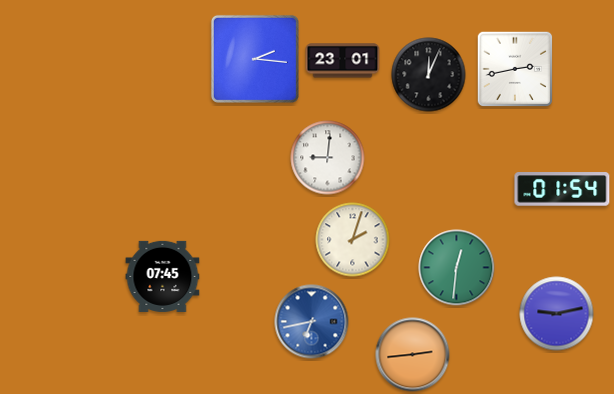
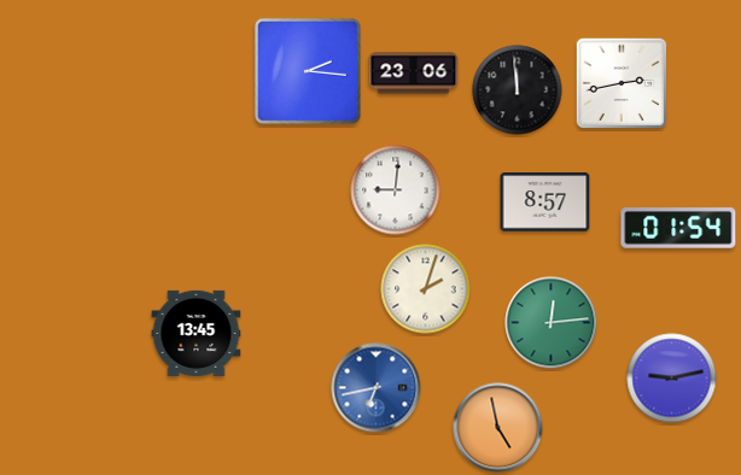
clock at (343, 61): 23:01 -> 23:06
clock at (429, 75): 12:04 -> 11:59
clock at (545, 203): none -> 8:57
clock at (457, 268): 12:31 -> 12:14
clock at (163, 276): 07:45 -> 13:45
clock at (413, 355): 2:44 -> 4:58
